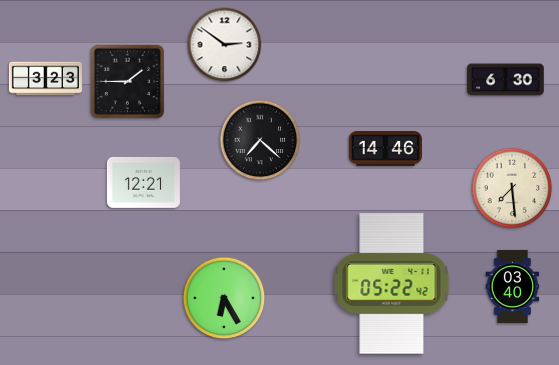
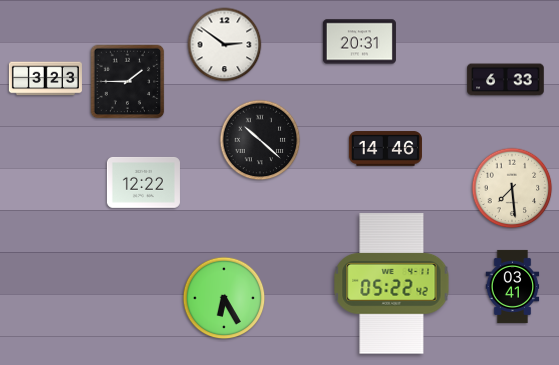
clock at (359, 42): none -> 20:31
clock at (506, 80): 6:30 -> 6:33
clock at (260, 140): 7:22 -> 10:22
clock at (143, 182): 12:21 -> 12:22
clock at (513, 286): 03:40 -> 03:41
